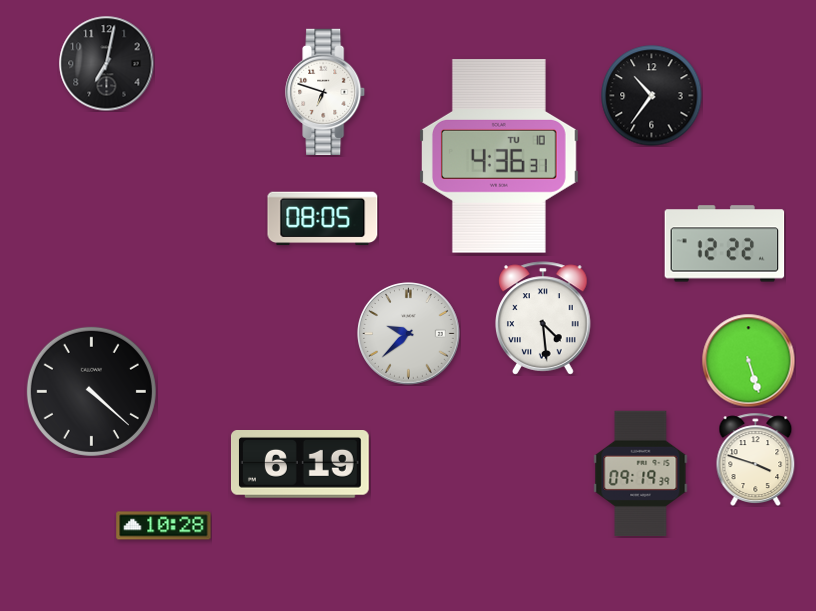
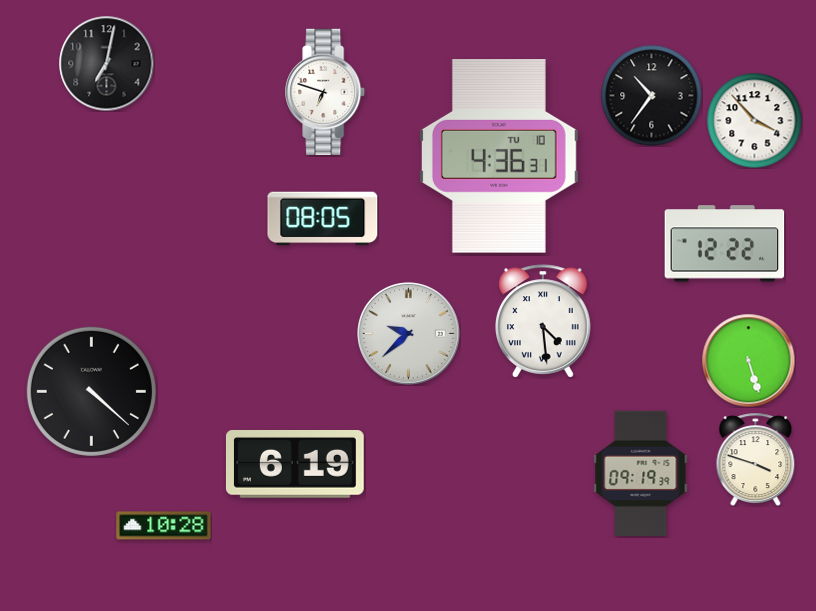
clock at (754, 120): none -> 3:53
clock at (544, 318) position: (544, 318) -> (544, 321)
clock at (300, 465) position: (300, 465) -> (295, 465)
